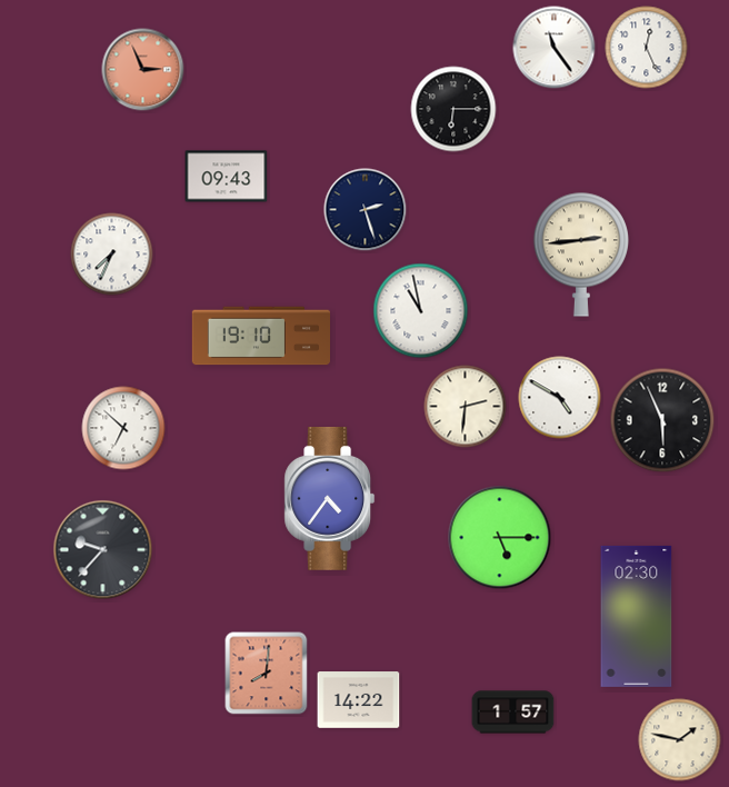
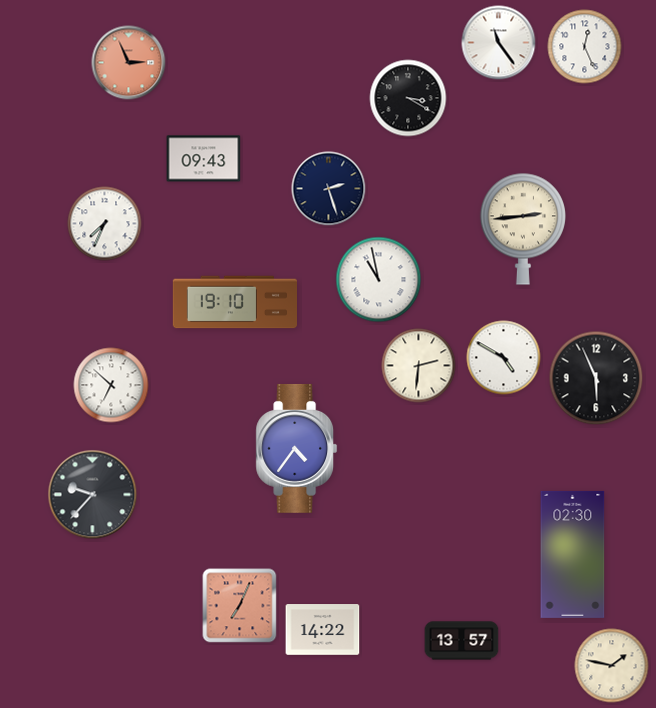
clock at (647, 48) position: (647, 48) -> (585, 47)
clock at (453, 109): 6:15 -> 3:20
clock at (112, 255) position: (112, 255) -> (105, 224)
clock at (500, 538): 5:15 -> none
clock at (267, 674): 8:01 -> 7:04
clock at (513, 713): 1:57 -> 13:57
